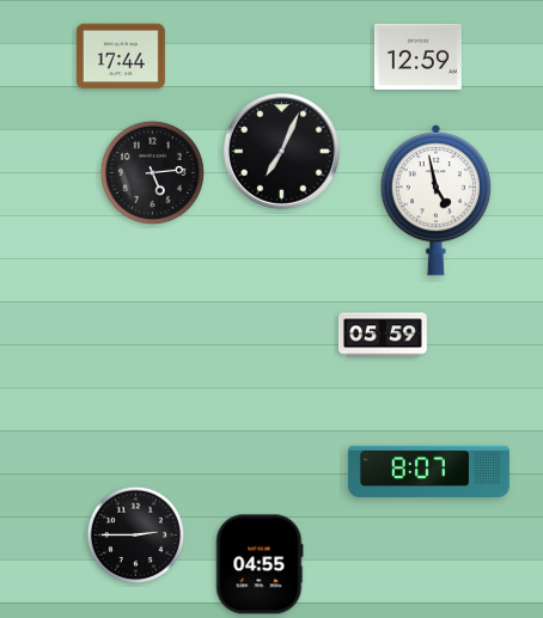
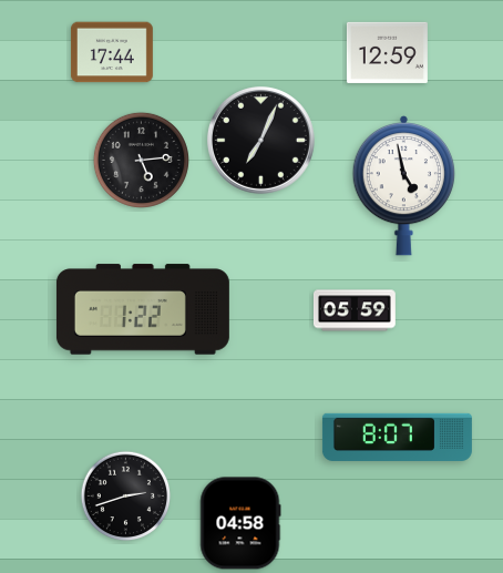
clock at (143, 309): none -> 1:22
clock at (136, 536): 2:45 -> 2:42
clock at (260, 564): 04:55 -> 04:58
